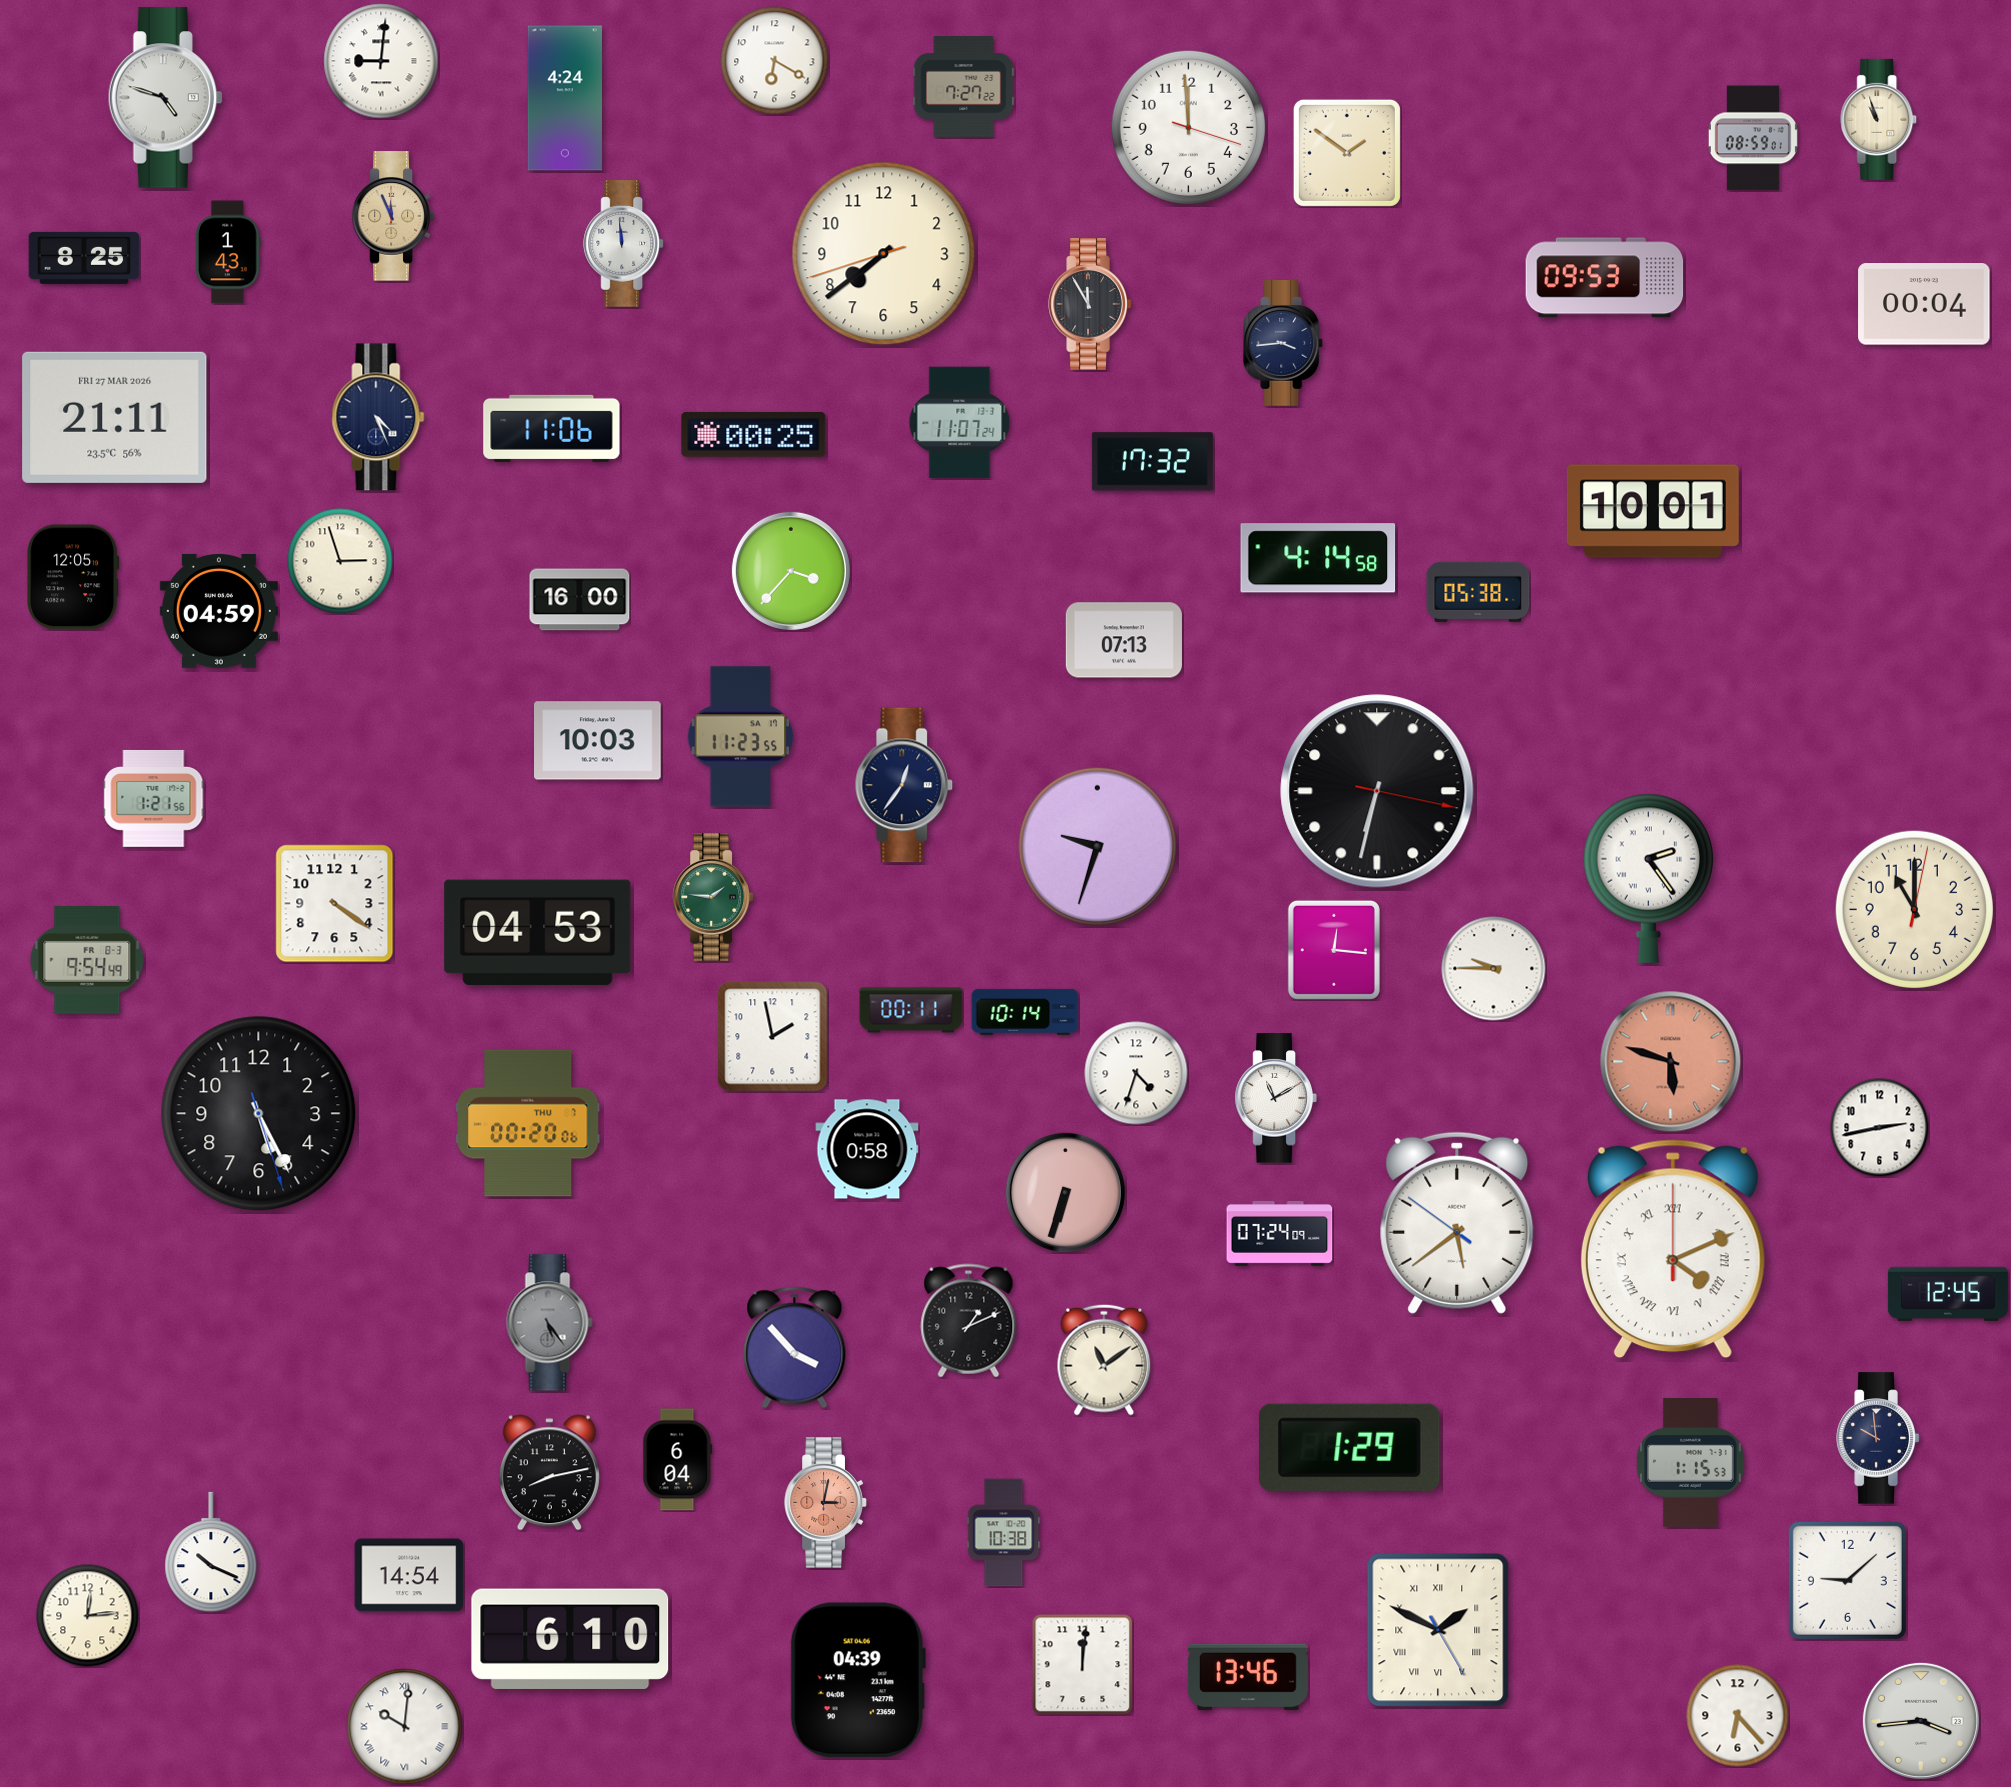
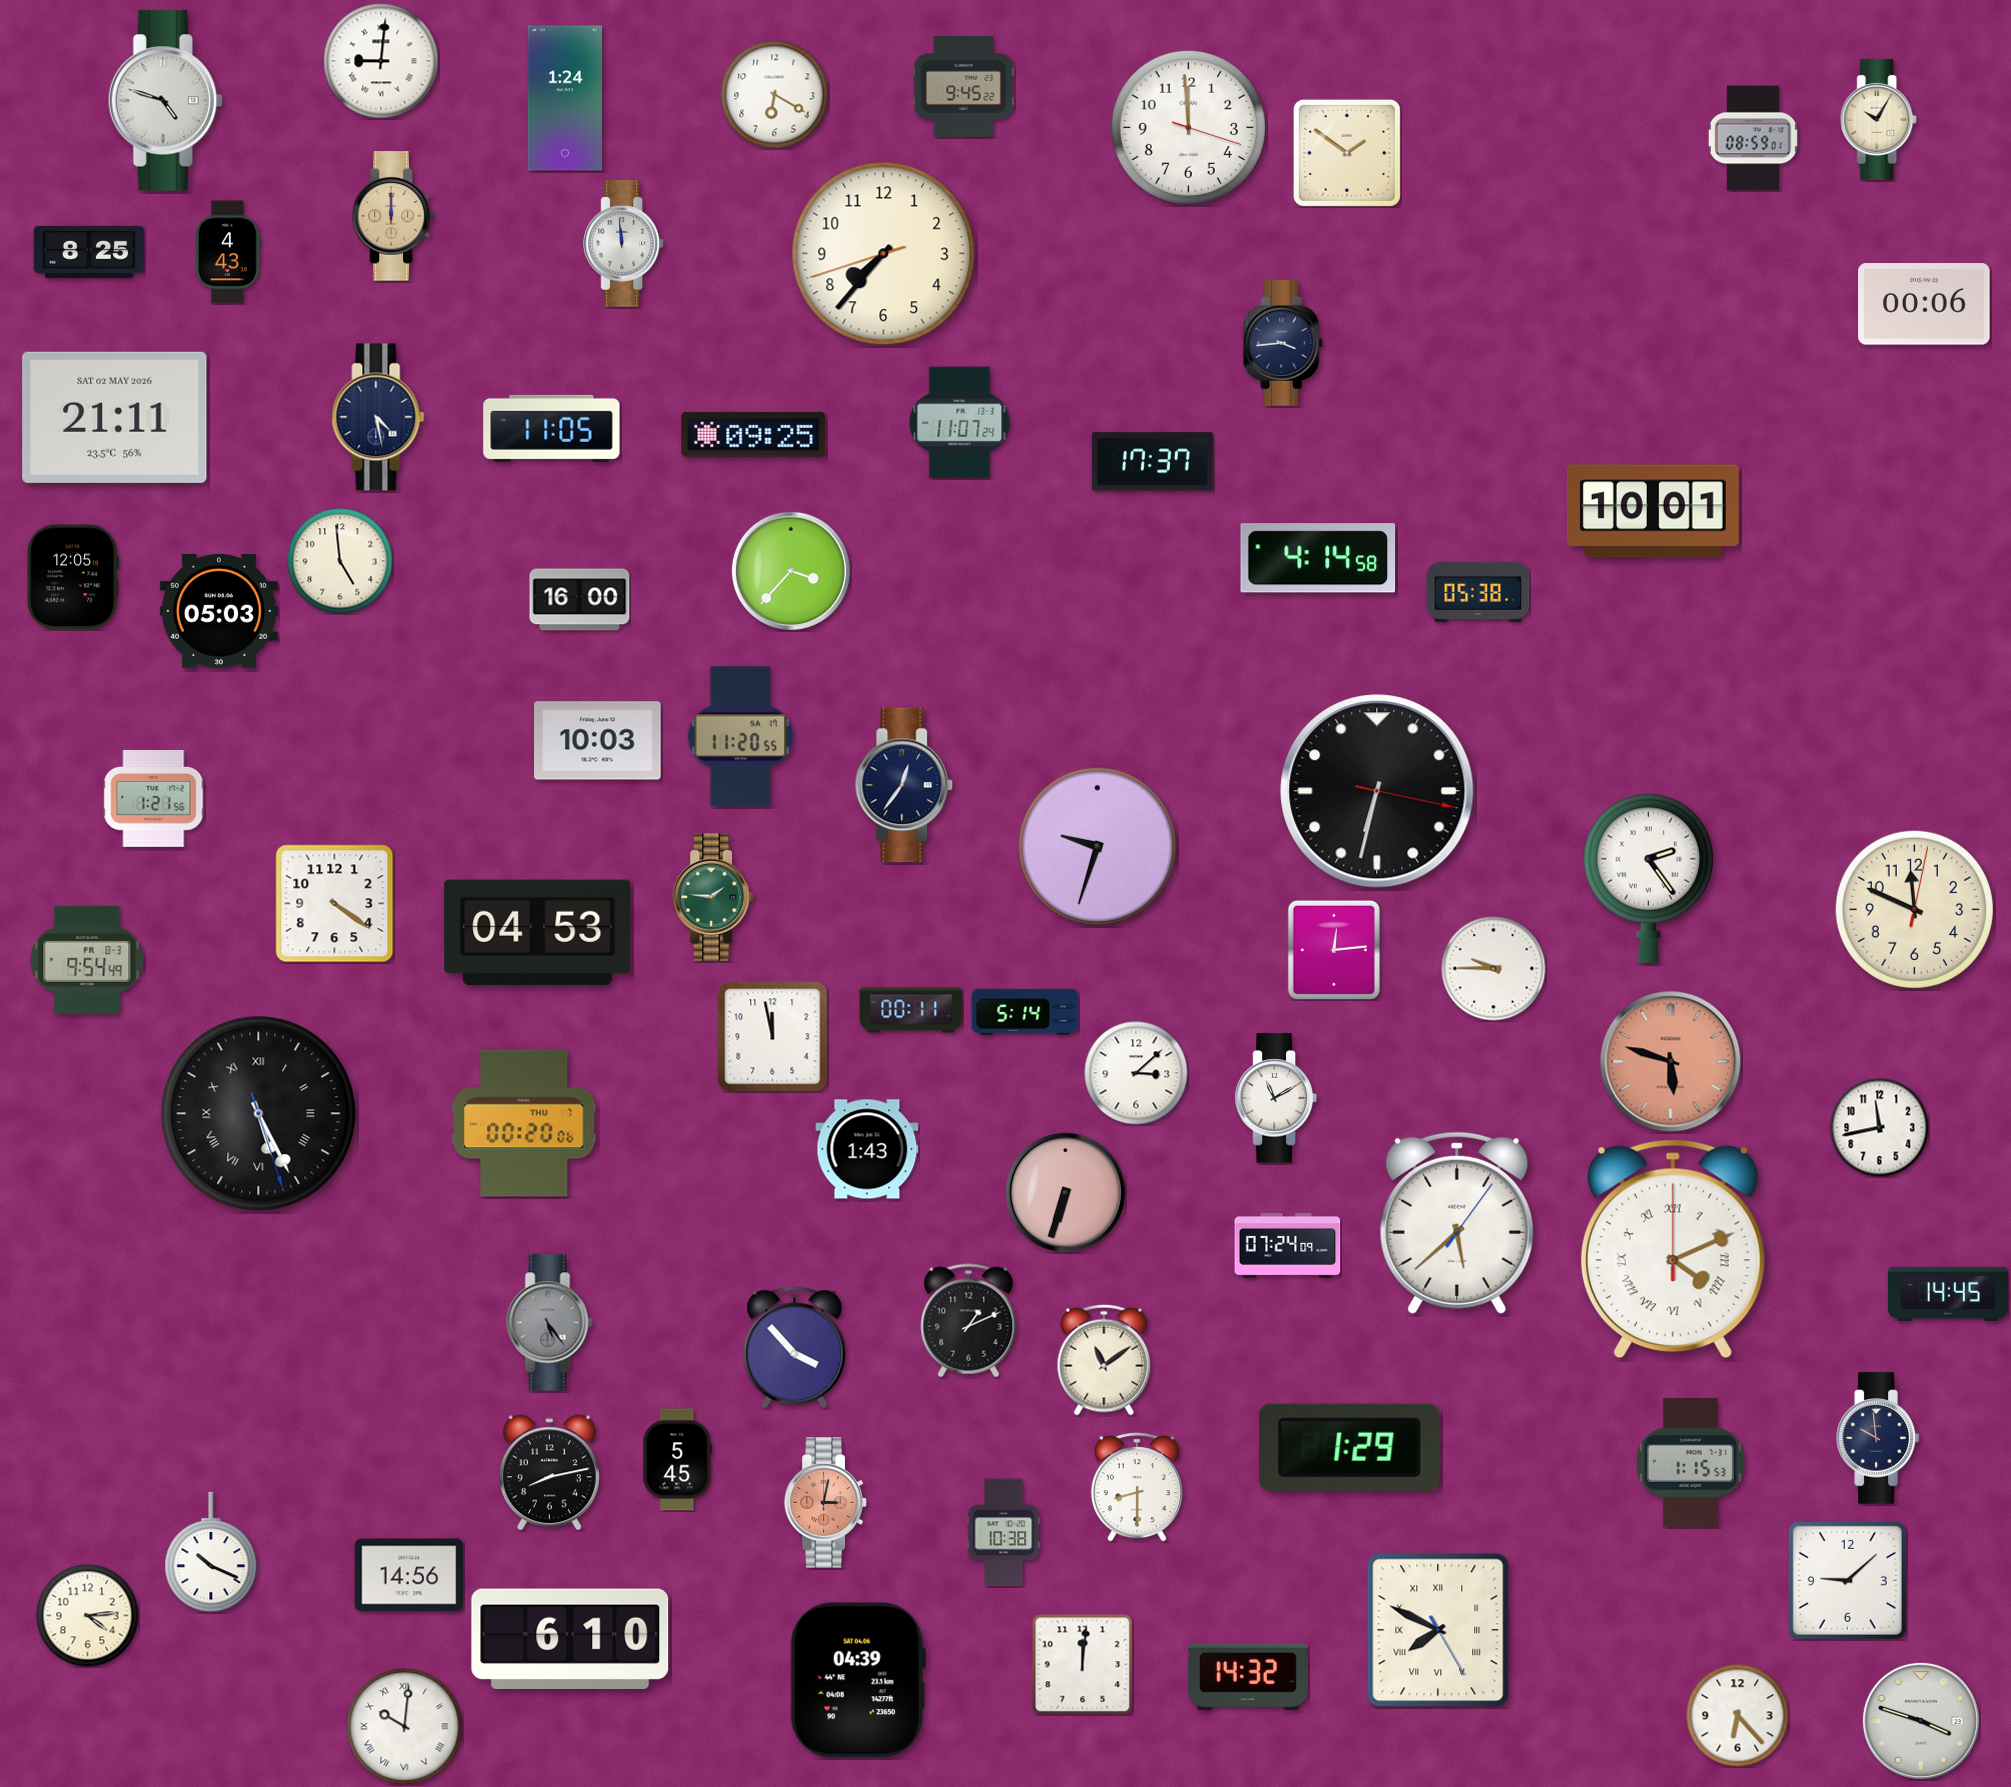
clock at (775, 61) position: (775, 61) -> (775, 95)
clock at (964, 87): 7:27 -> 9:45
clock at (165, 98) position: (165, 98) -> (165, 101)
clock at (565, 98): 4:24 -> 1:24
clock at (1879, 119): 10:57 -> 10:05
clock at (393, 216): 11:56 -> 12:00
clock at (228, 252): 1:43 -> 4:43
clock at (884, 254): 7:38 -> 7:36
clock at (84, 258) position: (84, 258) -> (89, 252)
clock at (1605, 278): 09:53 -> none
clock at (1090, 304): 11:55 -> none
clock at (1924, 304): 00:04 -> 00:06
clock at (115, 417) date: FRI 27 MAR 2026 -> SAT 02 MAY 2026
clock at (378, 417): 4:26 -> 4:28
clock at (552, 428): 11:06 -> 11:05
clock at (754, 434): 00:25 -> 09:25
clock at (1152, 462): 17:32 -> 17:37
clock at (340, 561): 2:57 -> 4:59
clock at (219, 611): 04:59 -> 05:03
clock at (1124, 640): 07:13 -> none
clock at (741, 737): 11:23 -> 11:20
clock at (1914, 909): 11:00 -> 11:49
clock at (1334, 950): 12:16 -> 12:14
clock at (1025, 1012): 10:14 -> 5:14
clock at (773, 1037): 1:58 -> 11:58
clock at (1136, 1073): 4:33 -> 3:08
clock at (259, 1114) numerals: Arabic -> Roman
clock at (529, 1123) position: (529, 1123) -> (525, 1123)
clock at (1880, 1128): 2:43 -> 11:43
clock at (867, 1149): 0:58 -> 1:43
clock at (1457, 1223): 5:38:51 -> 5:38:06
clock at (1280, 1233) position: (1280, 1233) -> (1288, 1245)
clock at (1948, 1294): 12:45 -> 14:45
clock at (678, 1460): 6:04 -> 5:45
clock at (1137, 1487): none -> 8:30
clock at (409, 1575): 14:54 -> 14:56
clock at (88, 1616): 12:14 -> 4:14
clock at (1438, 1630): 1:49 -> 7:49
clock at (1248, 1676): 13:46 -> 14:32
clock at (1921, 1721): 3:44 -> 3:48
